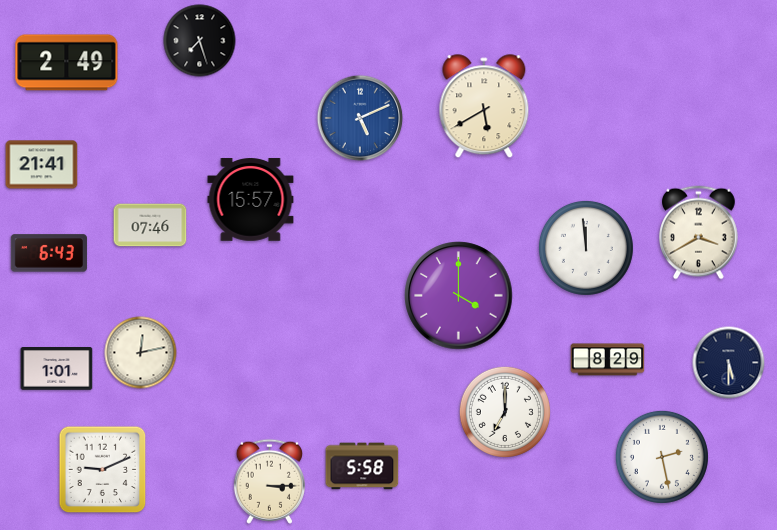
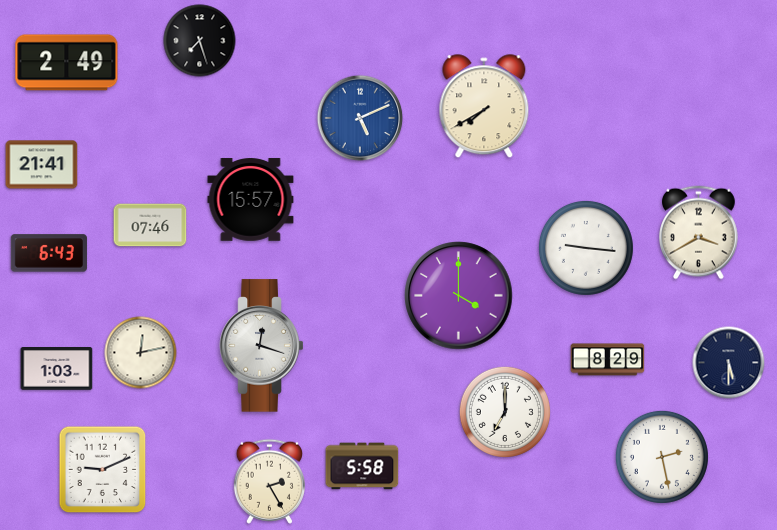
clock at (484, 107): 5:40 -> 7:40
clock at (586, 248): 11:59 -> 9:16
clock at (262, 346): none -> 12:18
clock at (57, 369): 1:01 -> 1:03
clock at (269, 481): 3:15 -> 2:25
